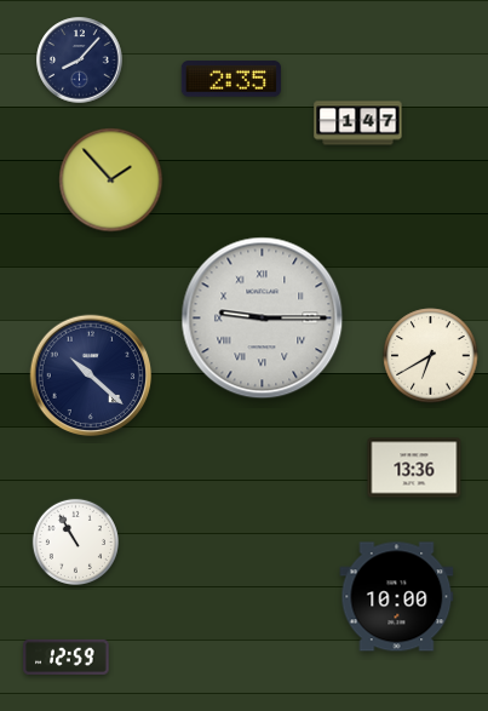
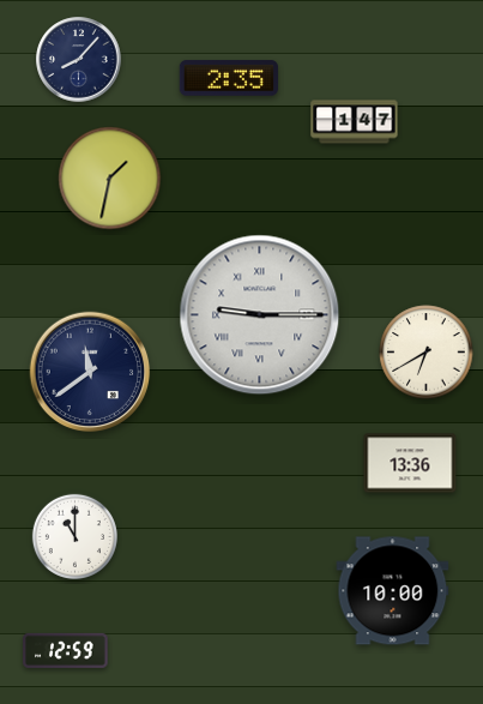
clock at (111, 180): 1:53 -> 1:32
clock at (91, 375): 10:22 -> 11:39
clock at (75, 541): 10:55 -> 11:00
